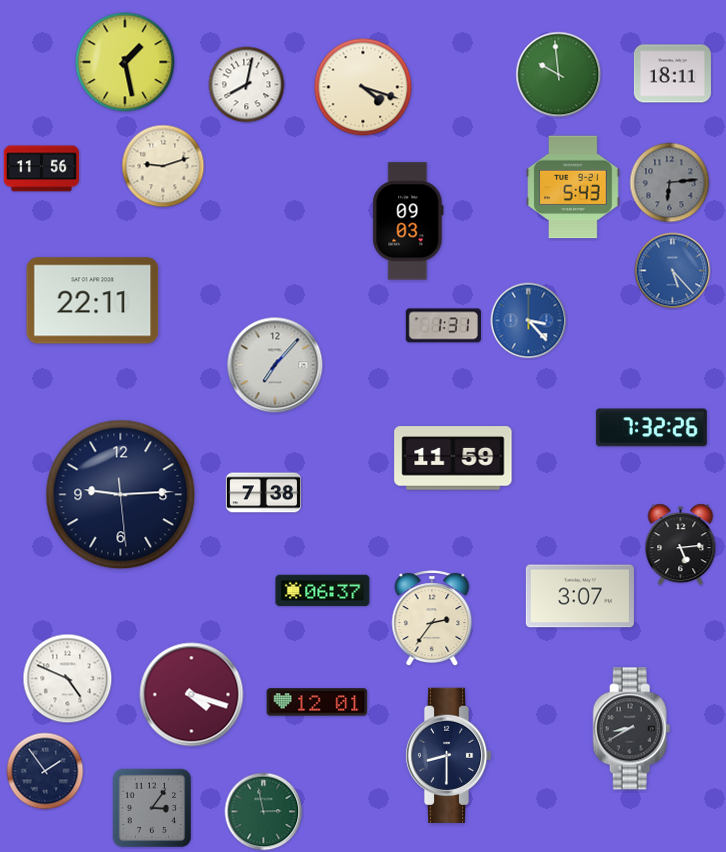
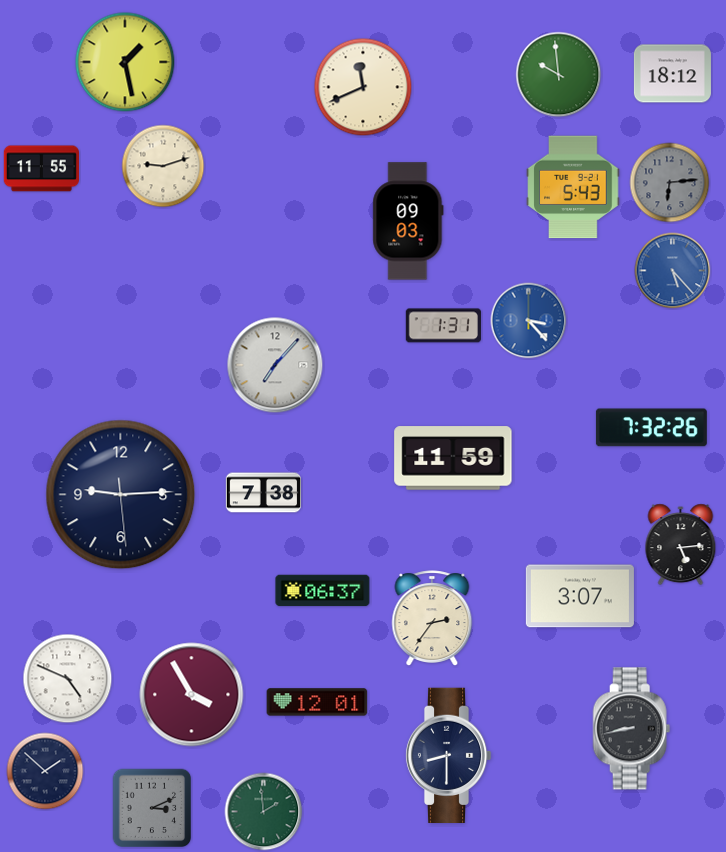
clock at (672, 74): 18:11 -> 18:12
clock at (247, 85): 8:02 -> none
clock at (363, 87): 4:18 -> 11:41
clock at (41, 169): 11:56 -> 11:55
clock at (93, 301): 22:11 -> none
clock at (192, 695): 4:18 -> 3:55
clock at (632, 729): 8:40 -> 8:43
clock at (45, 771): 1:54 -> 1:52
clock at (152, 808): 3:06 -> 3:11
clock at (264, 812): 2:58 -> 1:59
